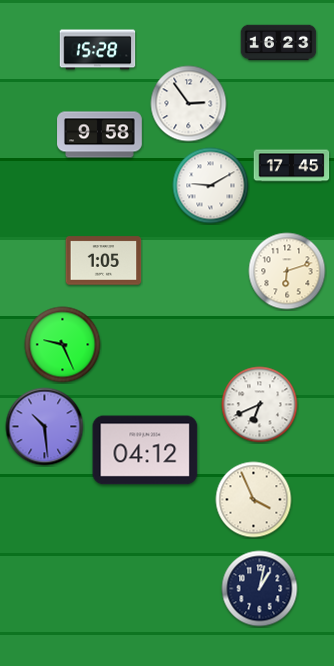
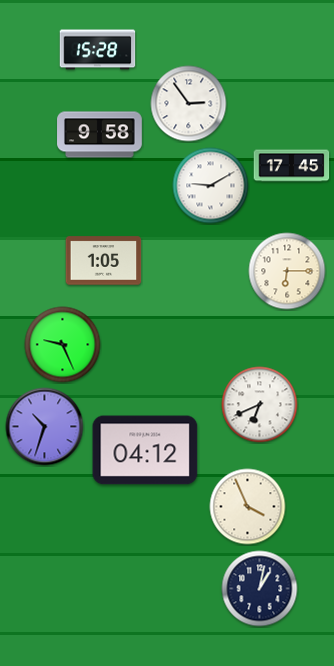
clock at (279, 43): 16:23 -> none
clock at (287, 271): 6:12 -> 6:15
clock at (45, 427): 10:29 -> 10:33
clock at (254, 500) position: (254, 500) -> (248, 507)
